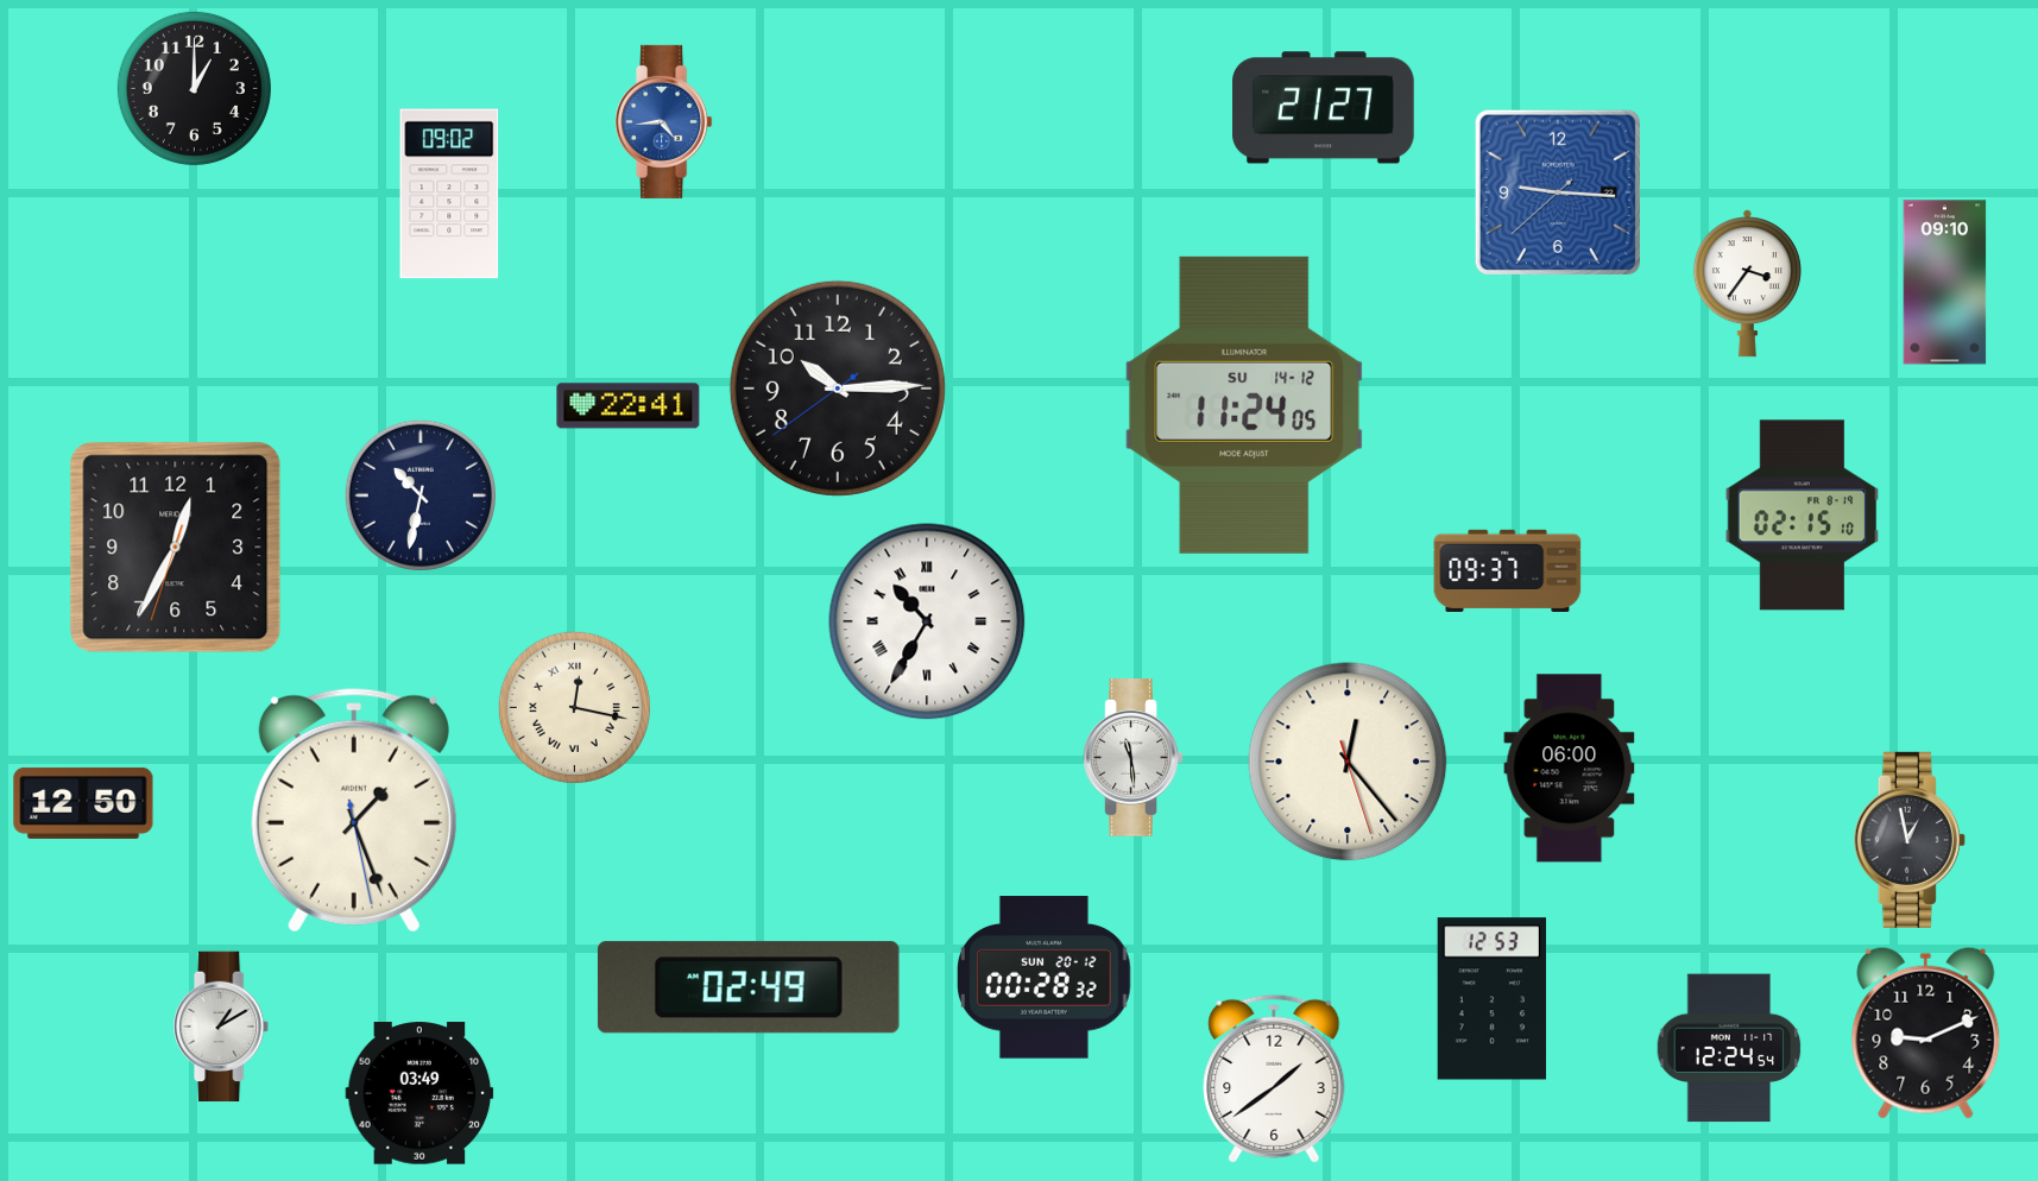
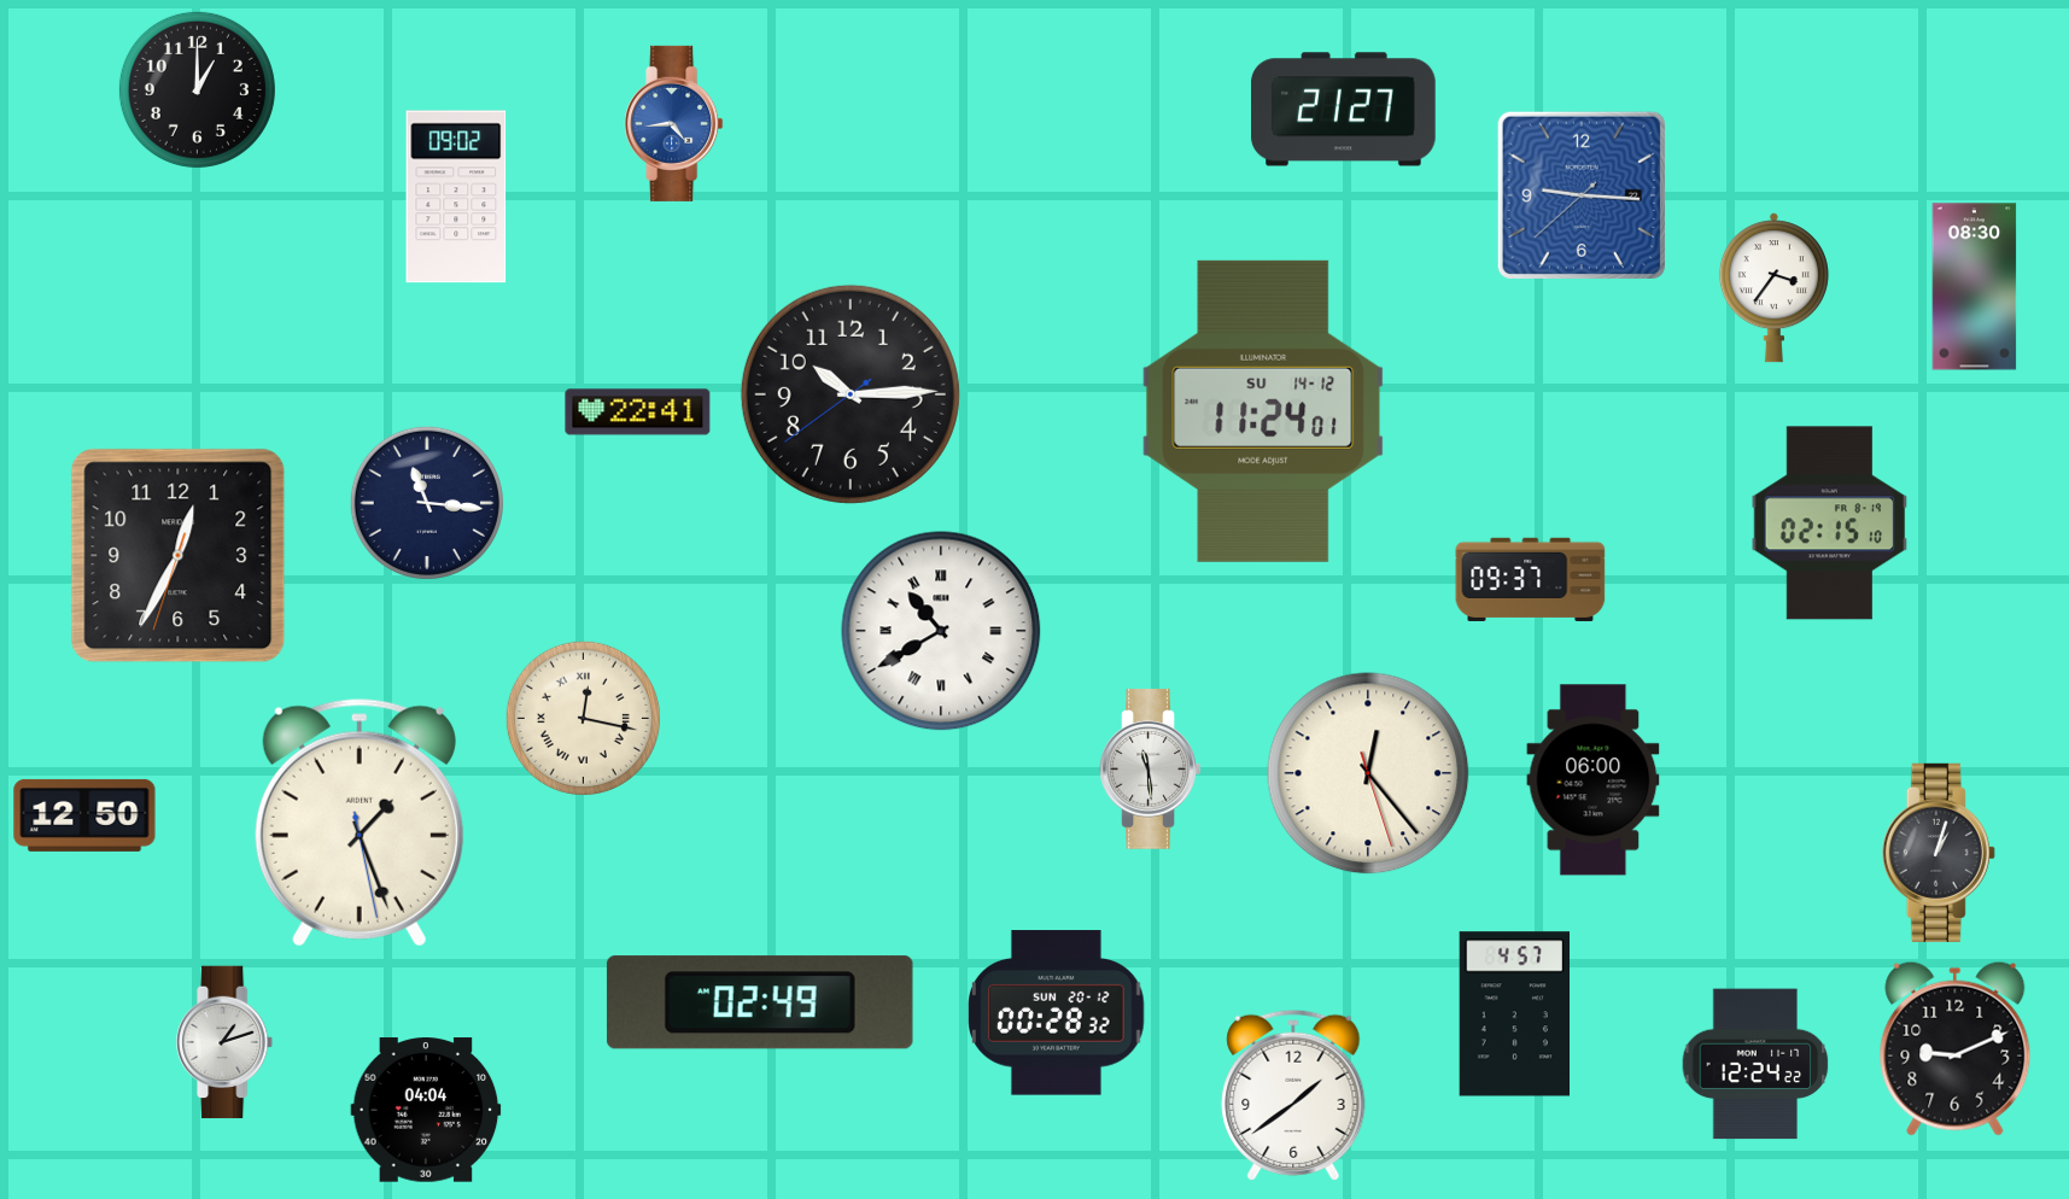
clock at (1945, 283): 09:10 -> 08:30
clock at (1244, 405): 11:24:05 -> 11:24:01
clock at (421, 495): 10:32 -> 11:16
clock at (927, 621): 10:35 -> 10:40
clock at (1910, 840): 12:58 -> 1:03
clock at (1045, 978) position: (1045, 978) -> (1057, 1013)
clock at (1491, 999): 12:53 -> 4:57
clock at (222, 1027): 1:10 -> 1:12
clock at (1729, 1048): 12:24:54 -> 12:24:22
clock at (419, 1093): 03:49 -> 04:04
